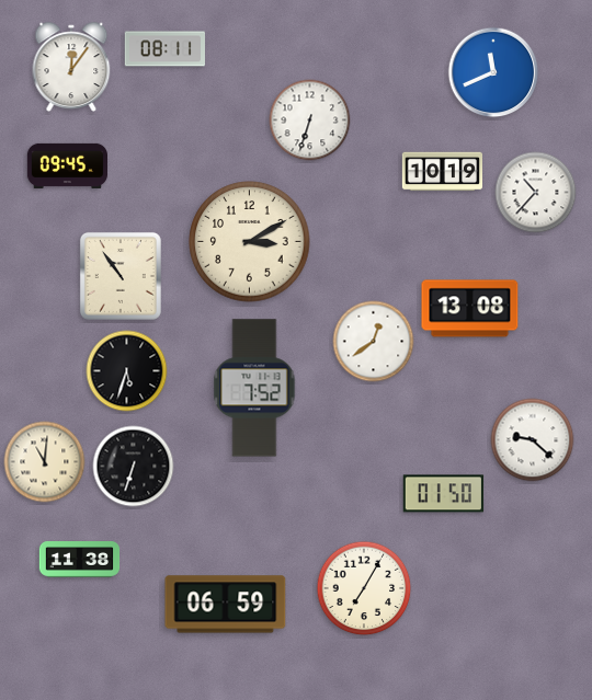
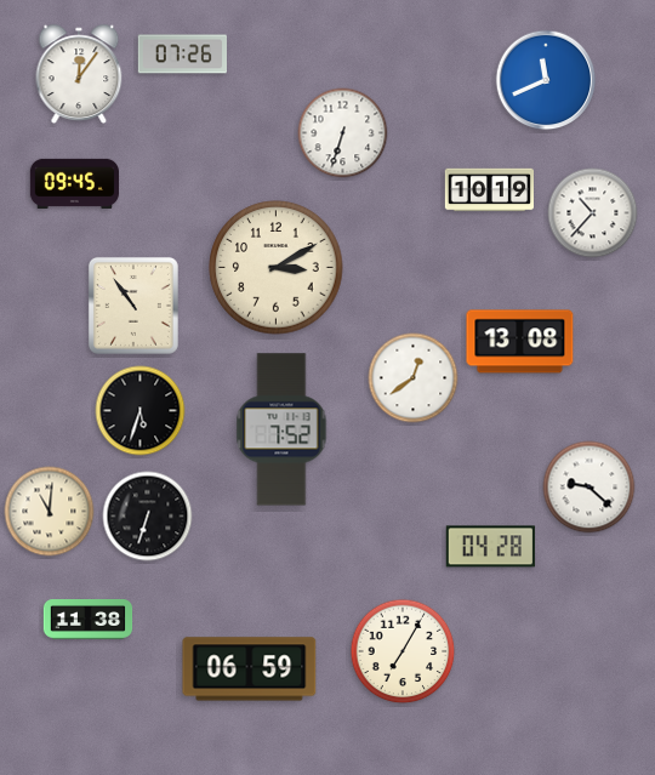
clock at (164, 49): 08:11 -> 07:26
clock at (443, 494): 01:50 -> 04:28
